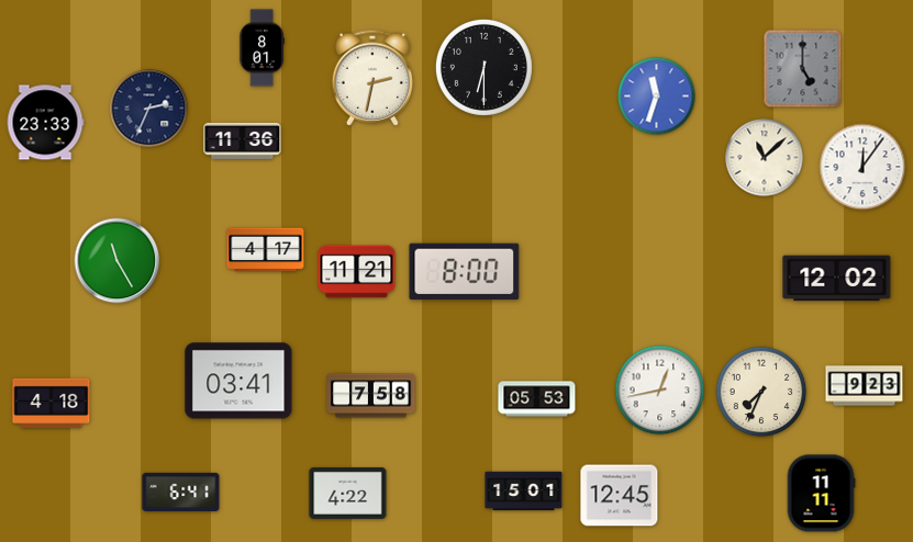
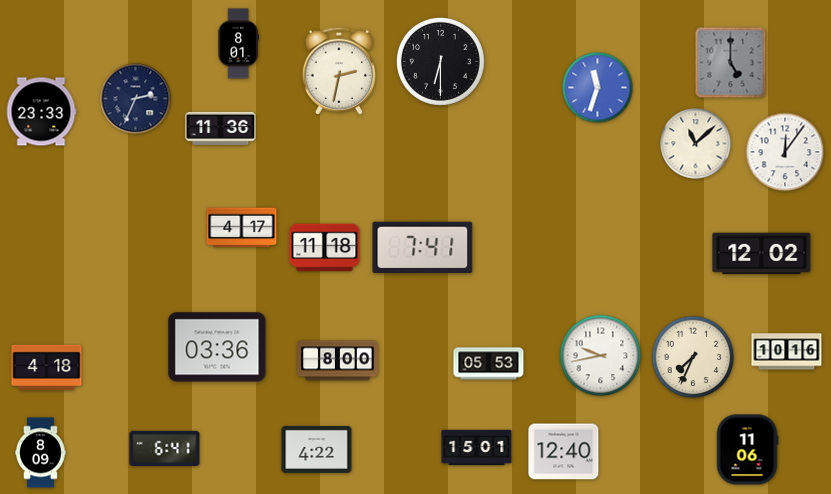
clock at (118, 261): 11:25 -> none
clock at (357, 272): 11:21 -> 11:18
clock at (465, 272): 8:00 -> 7:41
clock at (238, 381): 03:41 -> 03:36
clock at (865, 386): 9:23 -> 10:16
clock at (660, 391): 12:43 -> 9:43
clock at (371, 396): 7:58 -> 8:00
clock at (821, 494): 11:11 -> 11:06
clock at (620, 496): 12:45 -> 12:40
clock at (41, 453): none -> 8:09
